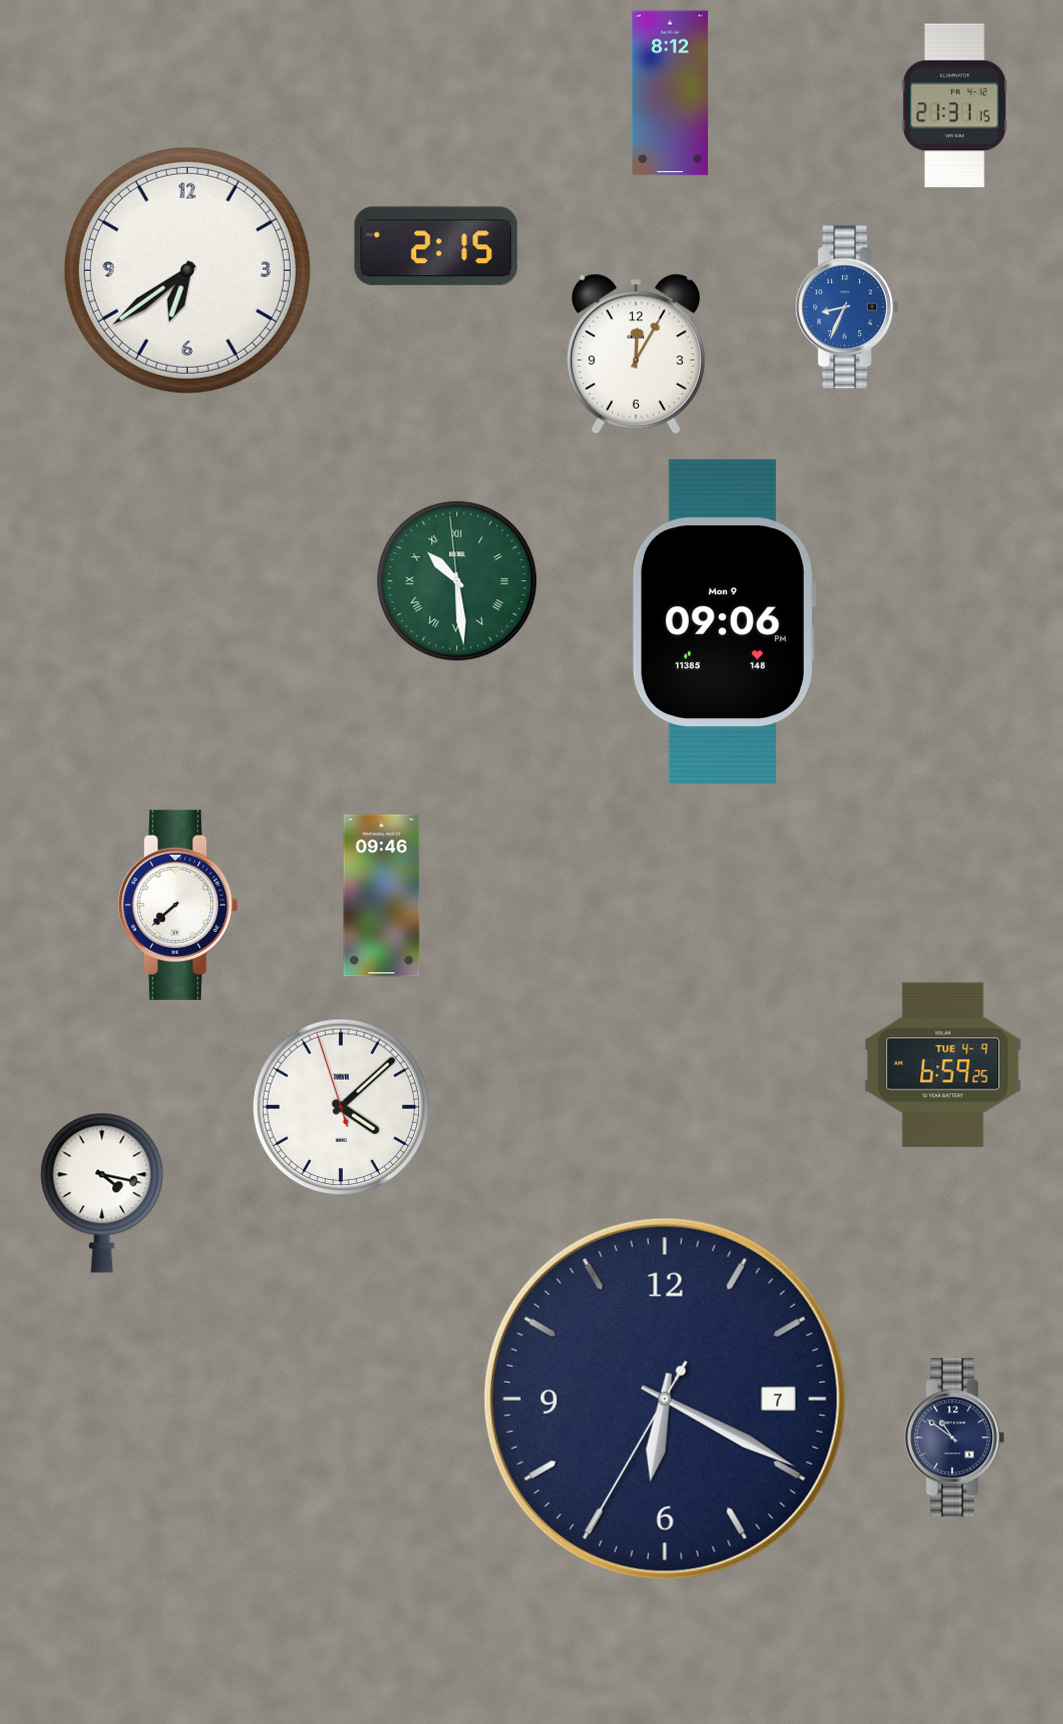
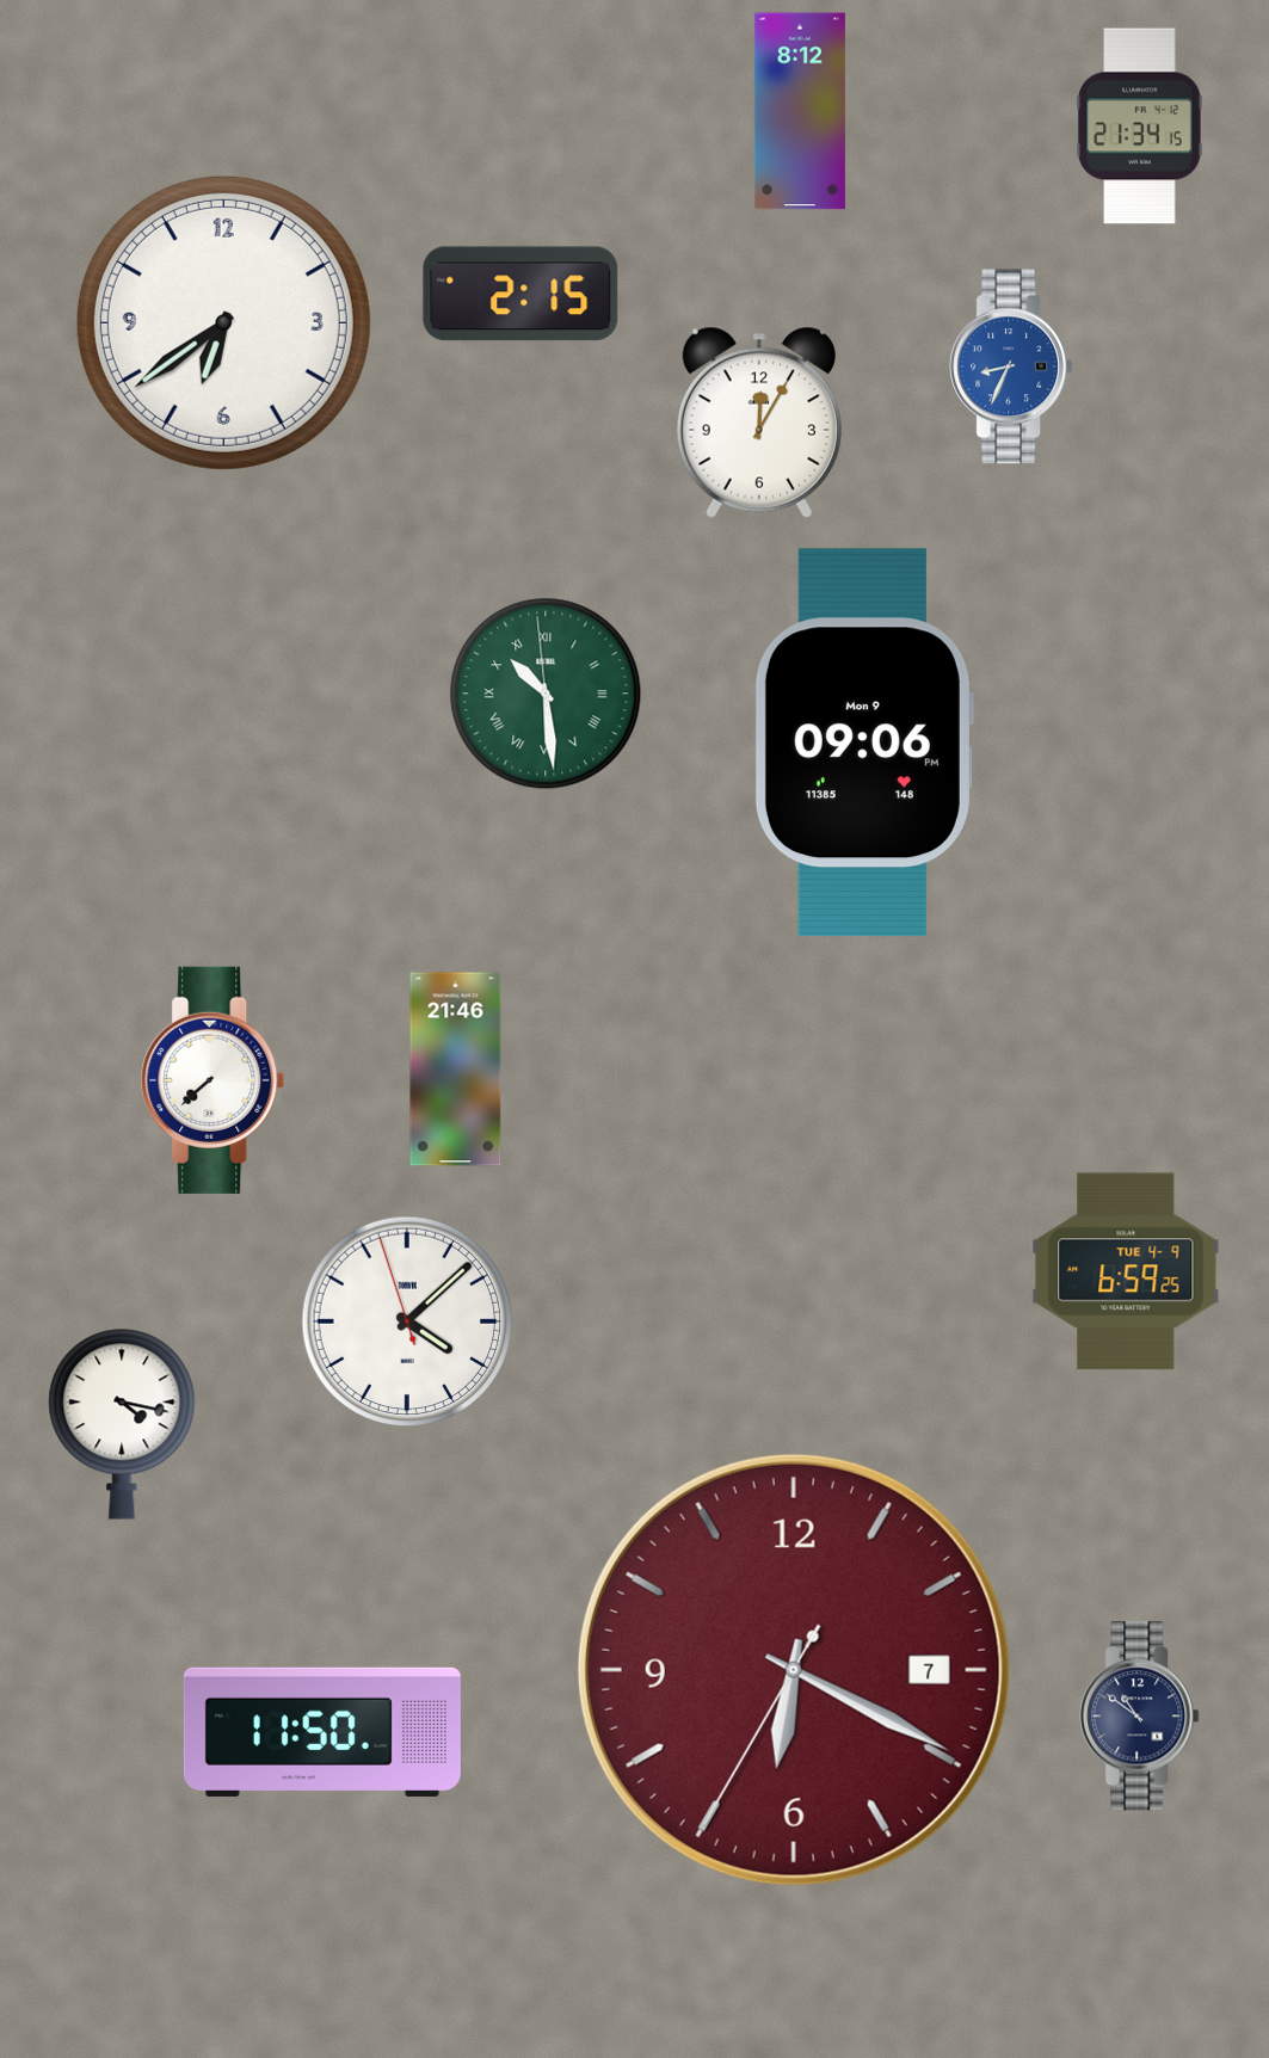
clock at (955, 106): 21:31 -> 21:34
clock at (382, 896): 09:46 -> 21:46
clock at (665, 1399) dial: navy -> burgundy
clock at (322, 1732): none -> 11:50
